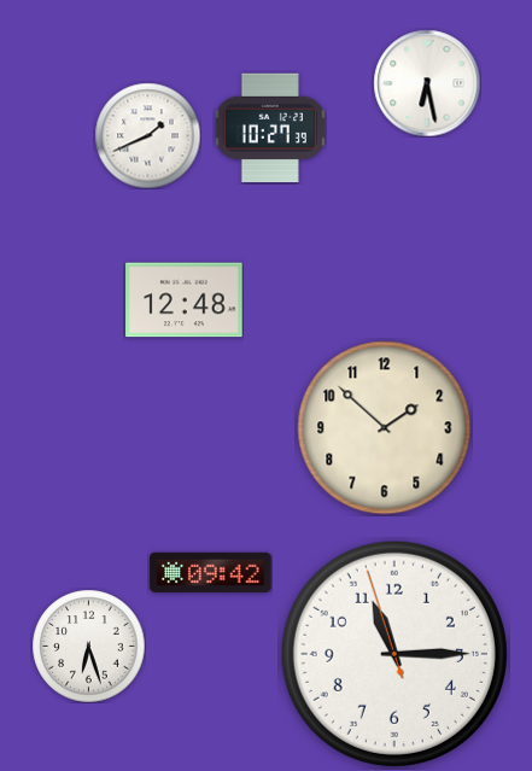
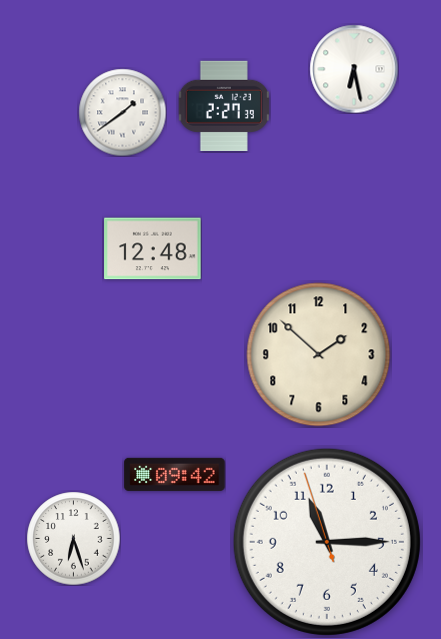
clock at (269, 128): 10:27 -> 2:27
clock at (147, 135): 1:41 -> 1:39
clock at (88, 646) position: (88, 646) -> (73, 538)
